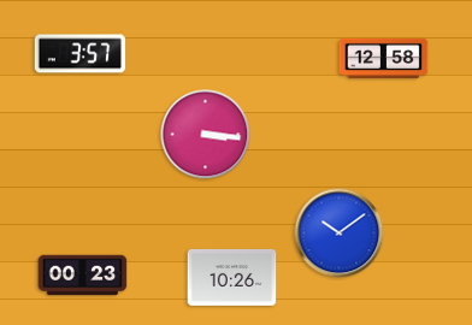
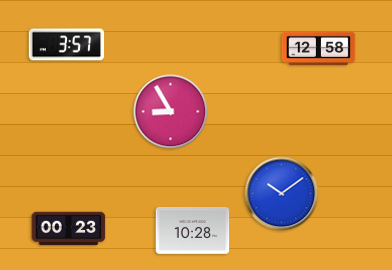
clock at (206, 135): 3:16 -> 8:55
clock at (232, 277): 10:26 -> 10:28
